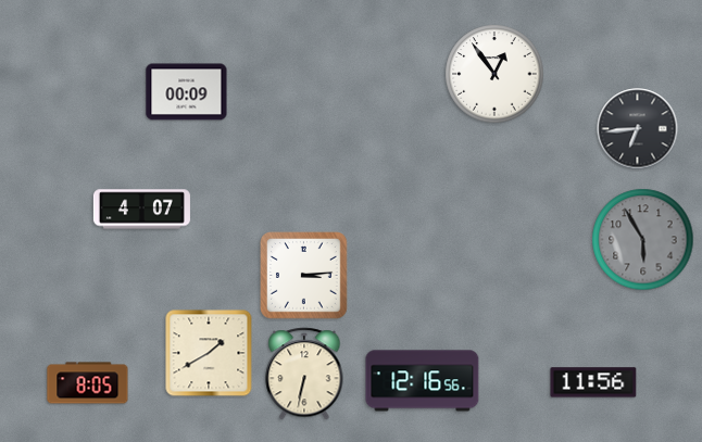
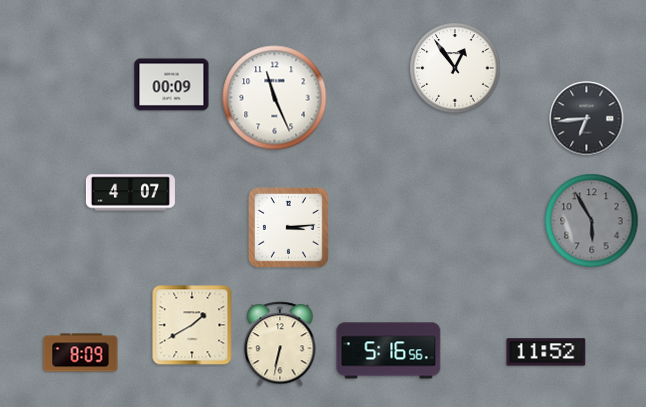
clock at (275, 98): none -> 11:26
clock at (304, 276) position: (304, 276) -> (289, 228)
clock at (423, 381): 12:16 -> 5:16
clock at (593, 382): 11:56 -> 11:52
clock at (88, 383): 8:05 -> 8:09
